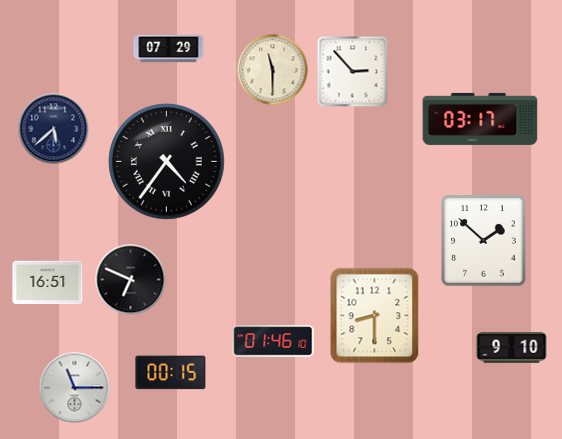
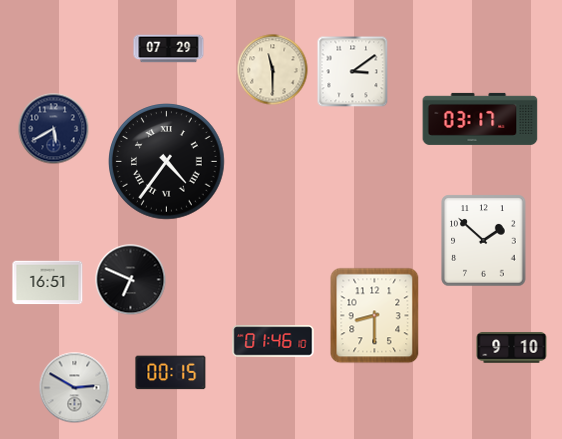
clock at (353, 72): 2:53 -> 3:09
clock at (54, 129): 5:38 -> 5:40
clock at (75, 388): 11:15 -> 2:50
